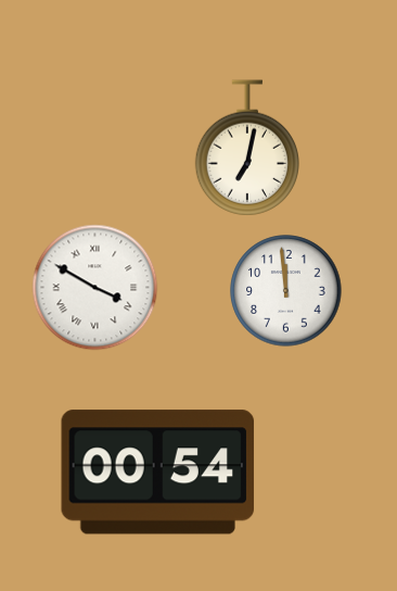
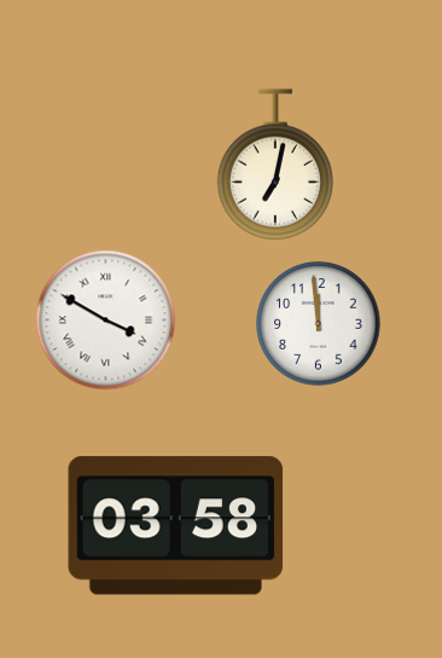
clock at (158, 473): 00:54 -> 03:58
